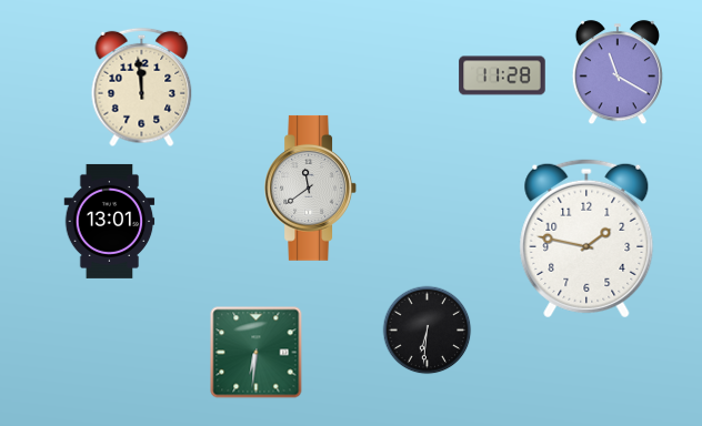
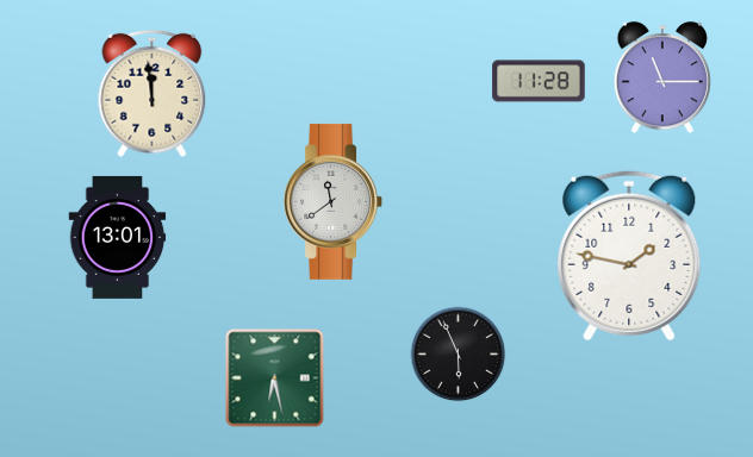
clock at (618, 73): 11:20 -> 11:15
clock at (428, 331): 6:31 -> 5:56
clock at (257, 353): 6:31 -> 6:28
